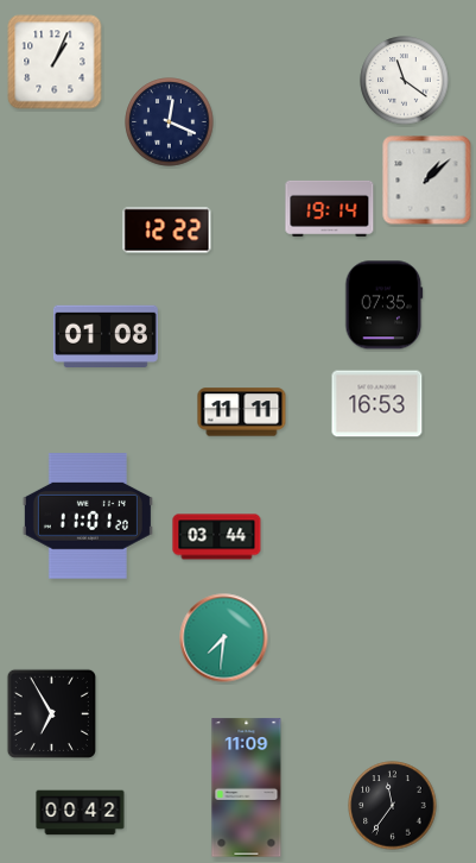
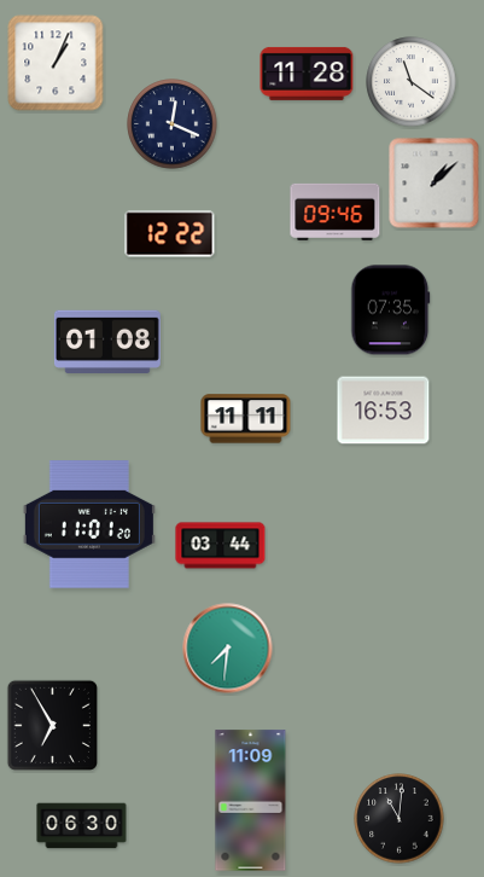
clock at (307, 74): none -> 11:28
clock at (330, 208): 19:14 -> 09:46
clock at (393, 806): 11:36 -> 11:01
clock at (81, 813): 00:42 -> 06:30
